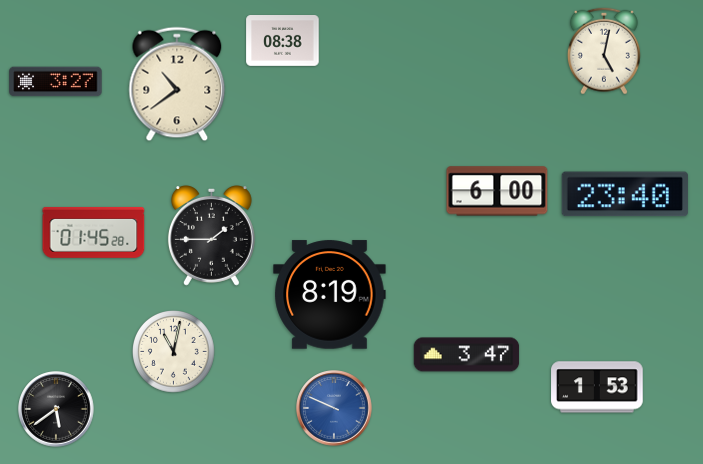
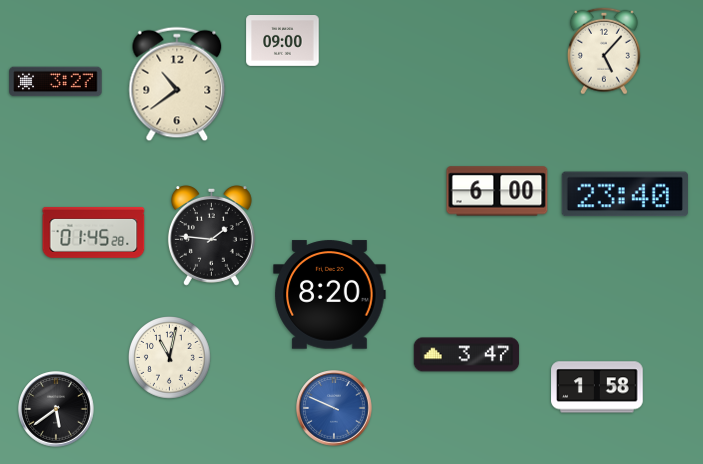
clock at (283, 41): 08:38 -> 09:00
clock at (604, 51): 5:02 -> 5:07
clock at (211, 236): 1:45 -> 1:46
clock at (330, 295): 8:19 -> 8:20
clock at (174, 352) position: (174, 352) -> (170, 358)
clock at (597, 387): 1:53 -> 1:58
